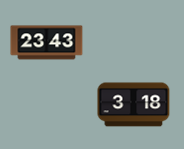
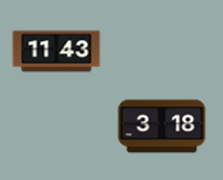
clock at (47, 43): 23:43 -> 11:43
